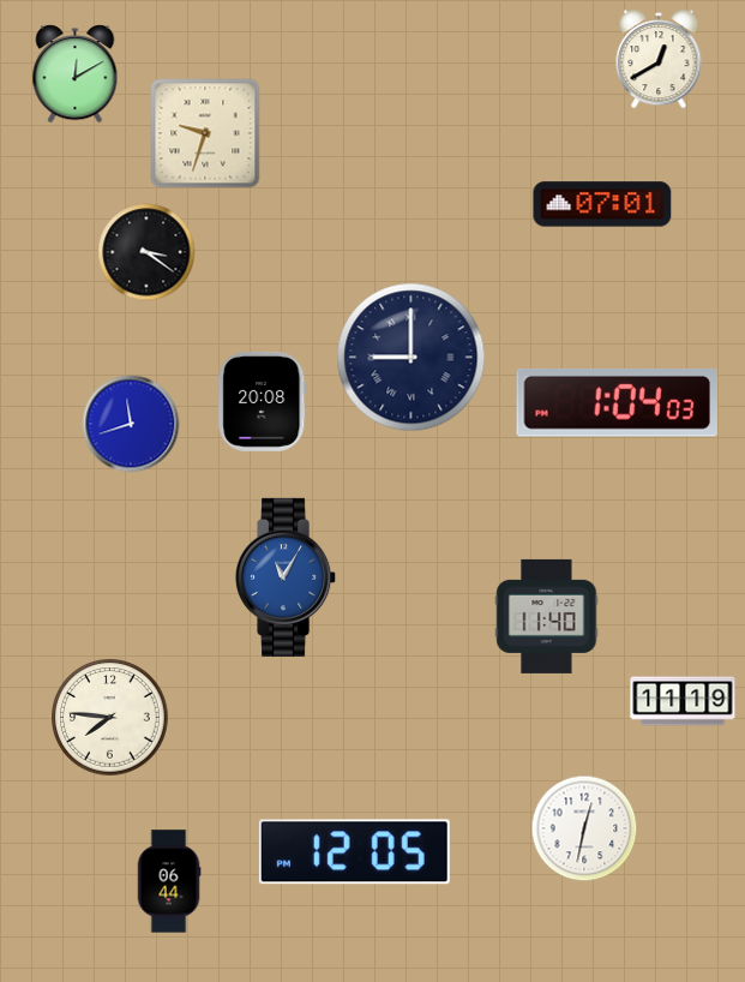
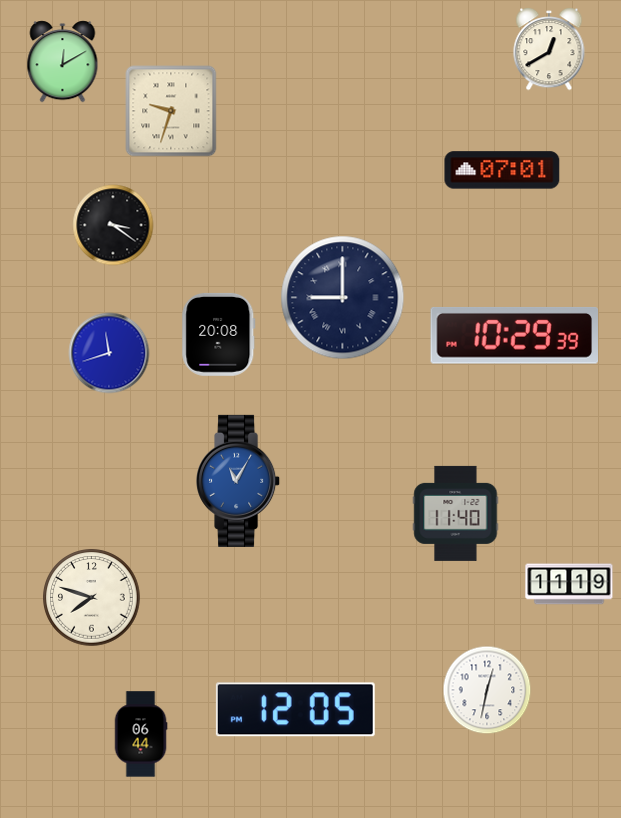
clock at (146, 252) position: (146, 252) -> (113, 225)
clock at (617, 403): 1:04 -> 10:29
clock at (110, 718): 7:46 -> 7:48
